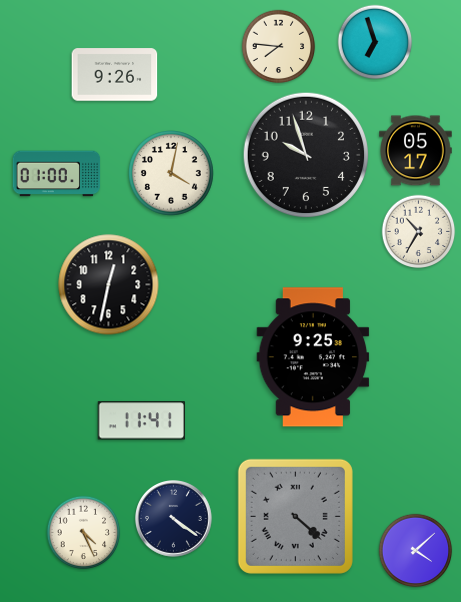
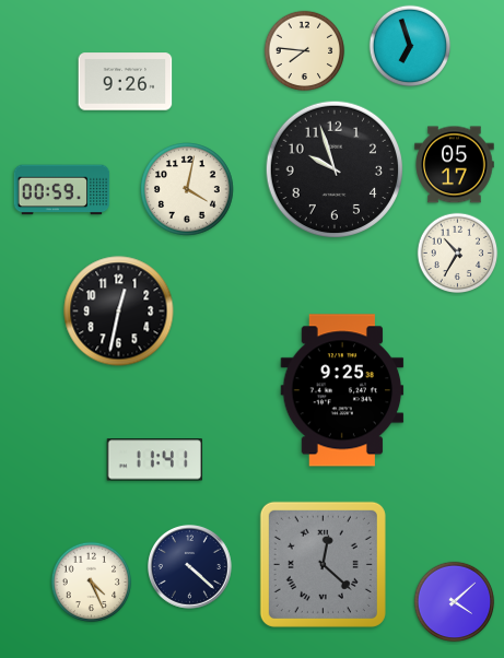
clock at (57, 174): 01:00 -> 00:59
clock at (295, 516): 4:22 -> 12:22
clock at (174, 519): 4:21 -> 4:22
